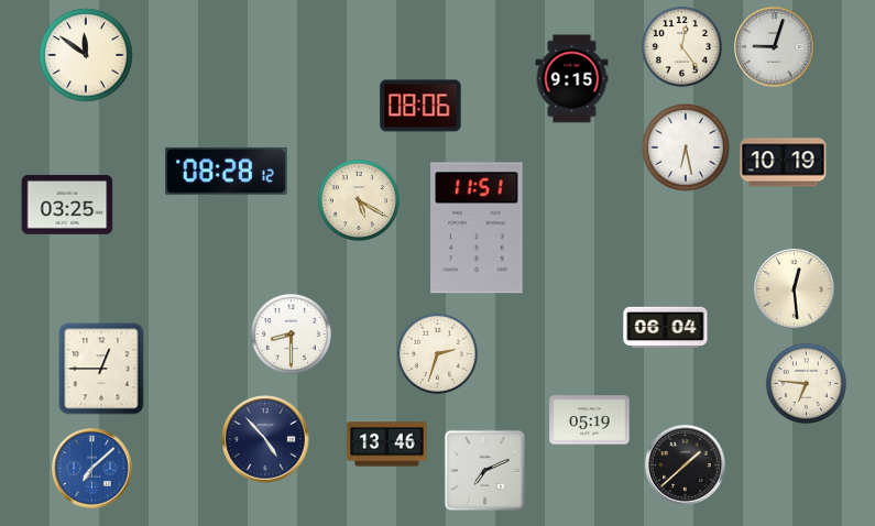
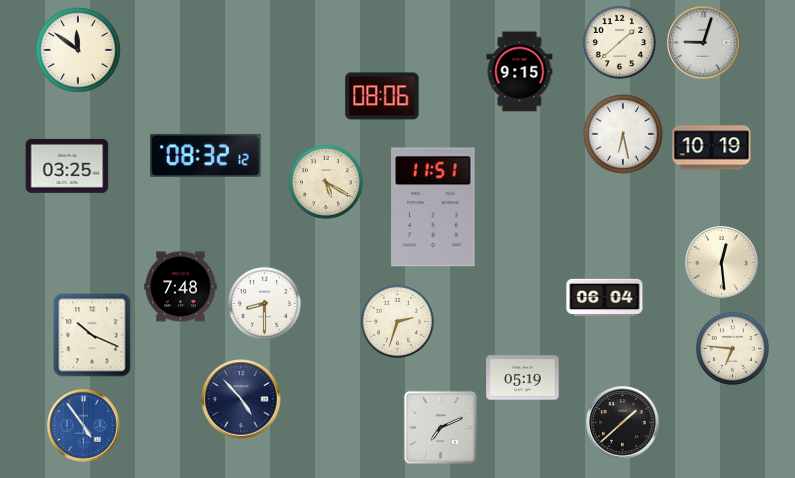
clock at (681, 46): 12:24 -> 1:38
clock at (227, 171): 08:28 -> 08:32
clock at (67, 205) position: (67, 205) -> (67, 166)
clock at (181, 287): none -> 7:48
clock at (101, 369): 12:45 -> 10:19
clock at (590, 420) position: (590, 420) -> (523, 378)
clock at (387, 445): 13:46 -> none
clock at (92, 469): 7:08 -> 4:54
